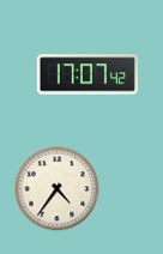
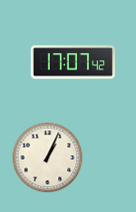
clock at (58, 189): 4:36 -> 1:04
